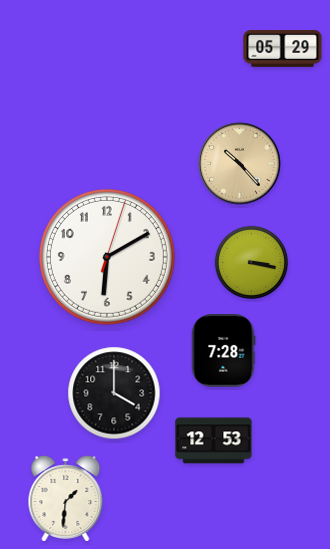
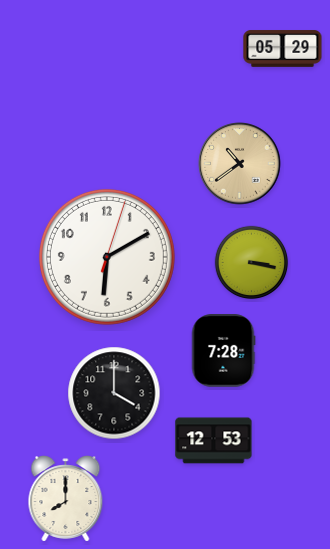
clock at (240, 164): 10:23 -> 10:39
clock at (66, 499): 1:31 -> 8:00
